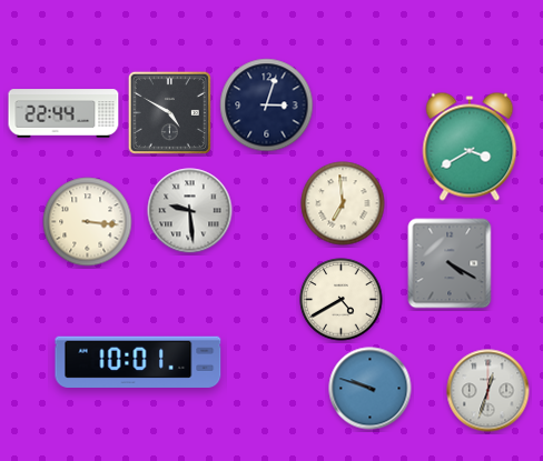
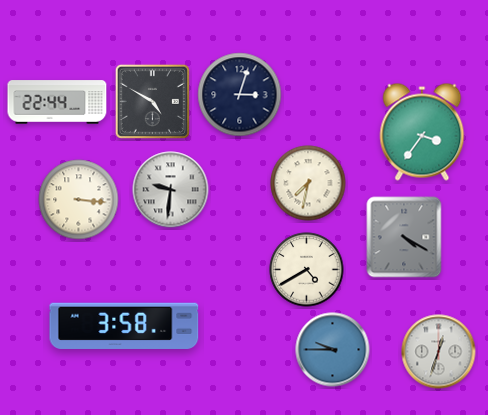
clock at (470, 147): 3:40 -> 3:36
clock at (343, 203): 6:59 -> 7:32
clock at (190, 211): 9:29 -> 9:31
clock at (138, 361): 10:01 -> 3:58
clock at (371, 389): 9:48 -> 9:45
